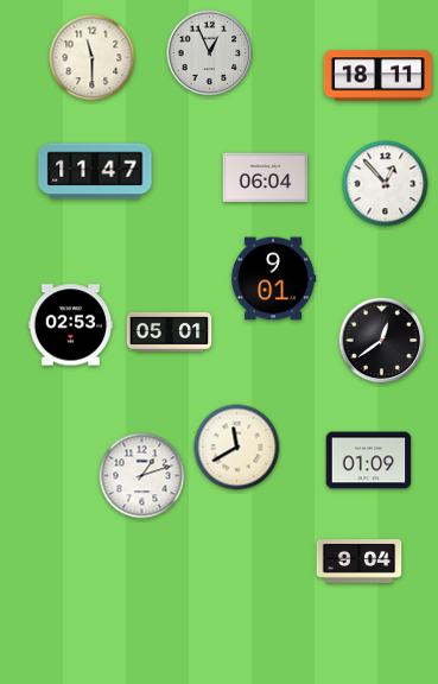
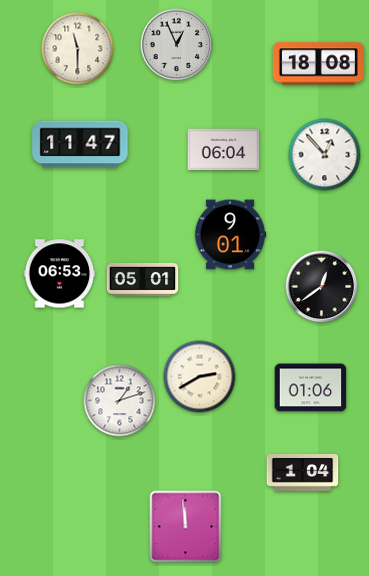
clock at (377, 76): 18:11 -> 18:08
clock at (71, 325): 02:53 -> 06:53
clock at (237, 448): 11:40 -> 2:40
clock at (369, 461): 01:09 -> 01:06
clock at (360, 562): 9:04 -> 1:04
clock at (186, 527): none -> 11:59
